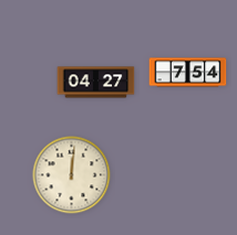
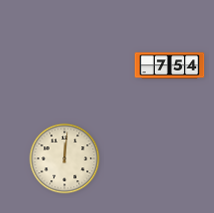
clock at (96, 83): 04:27 -> none
